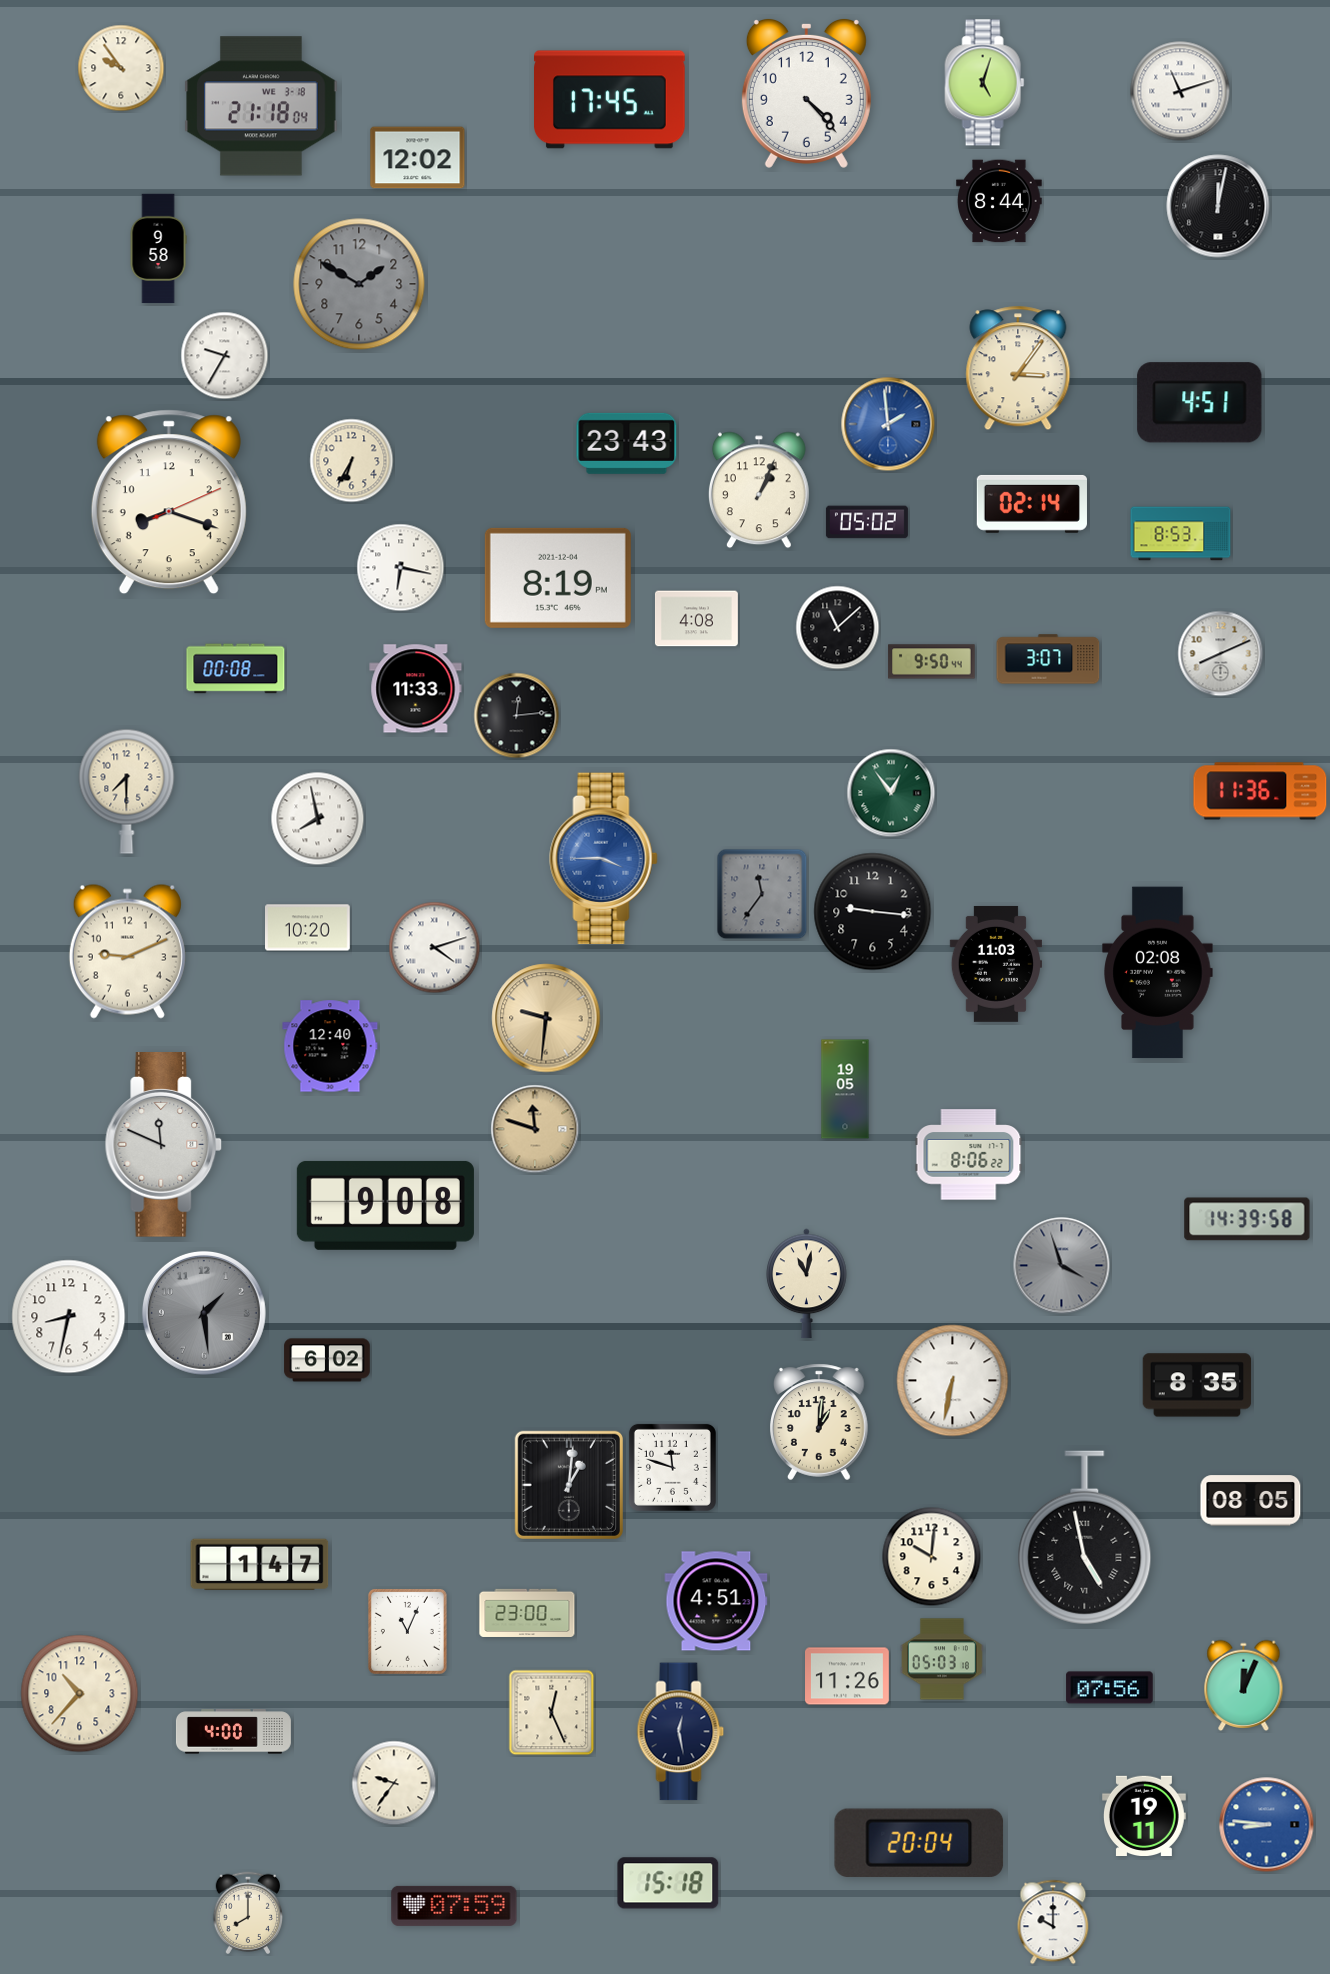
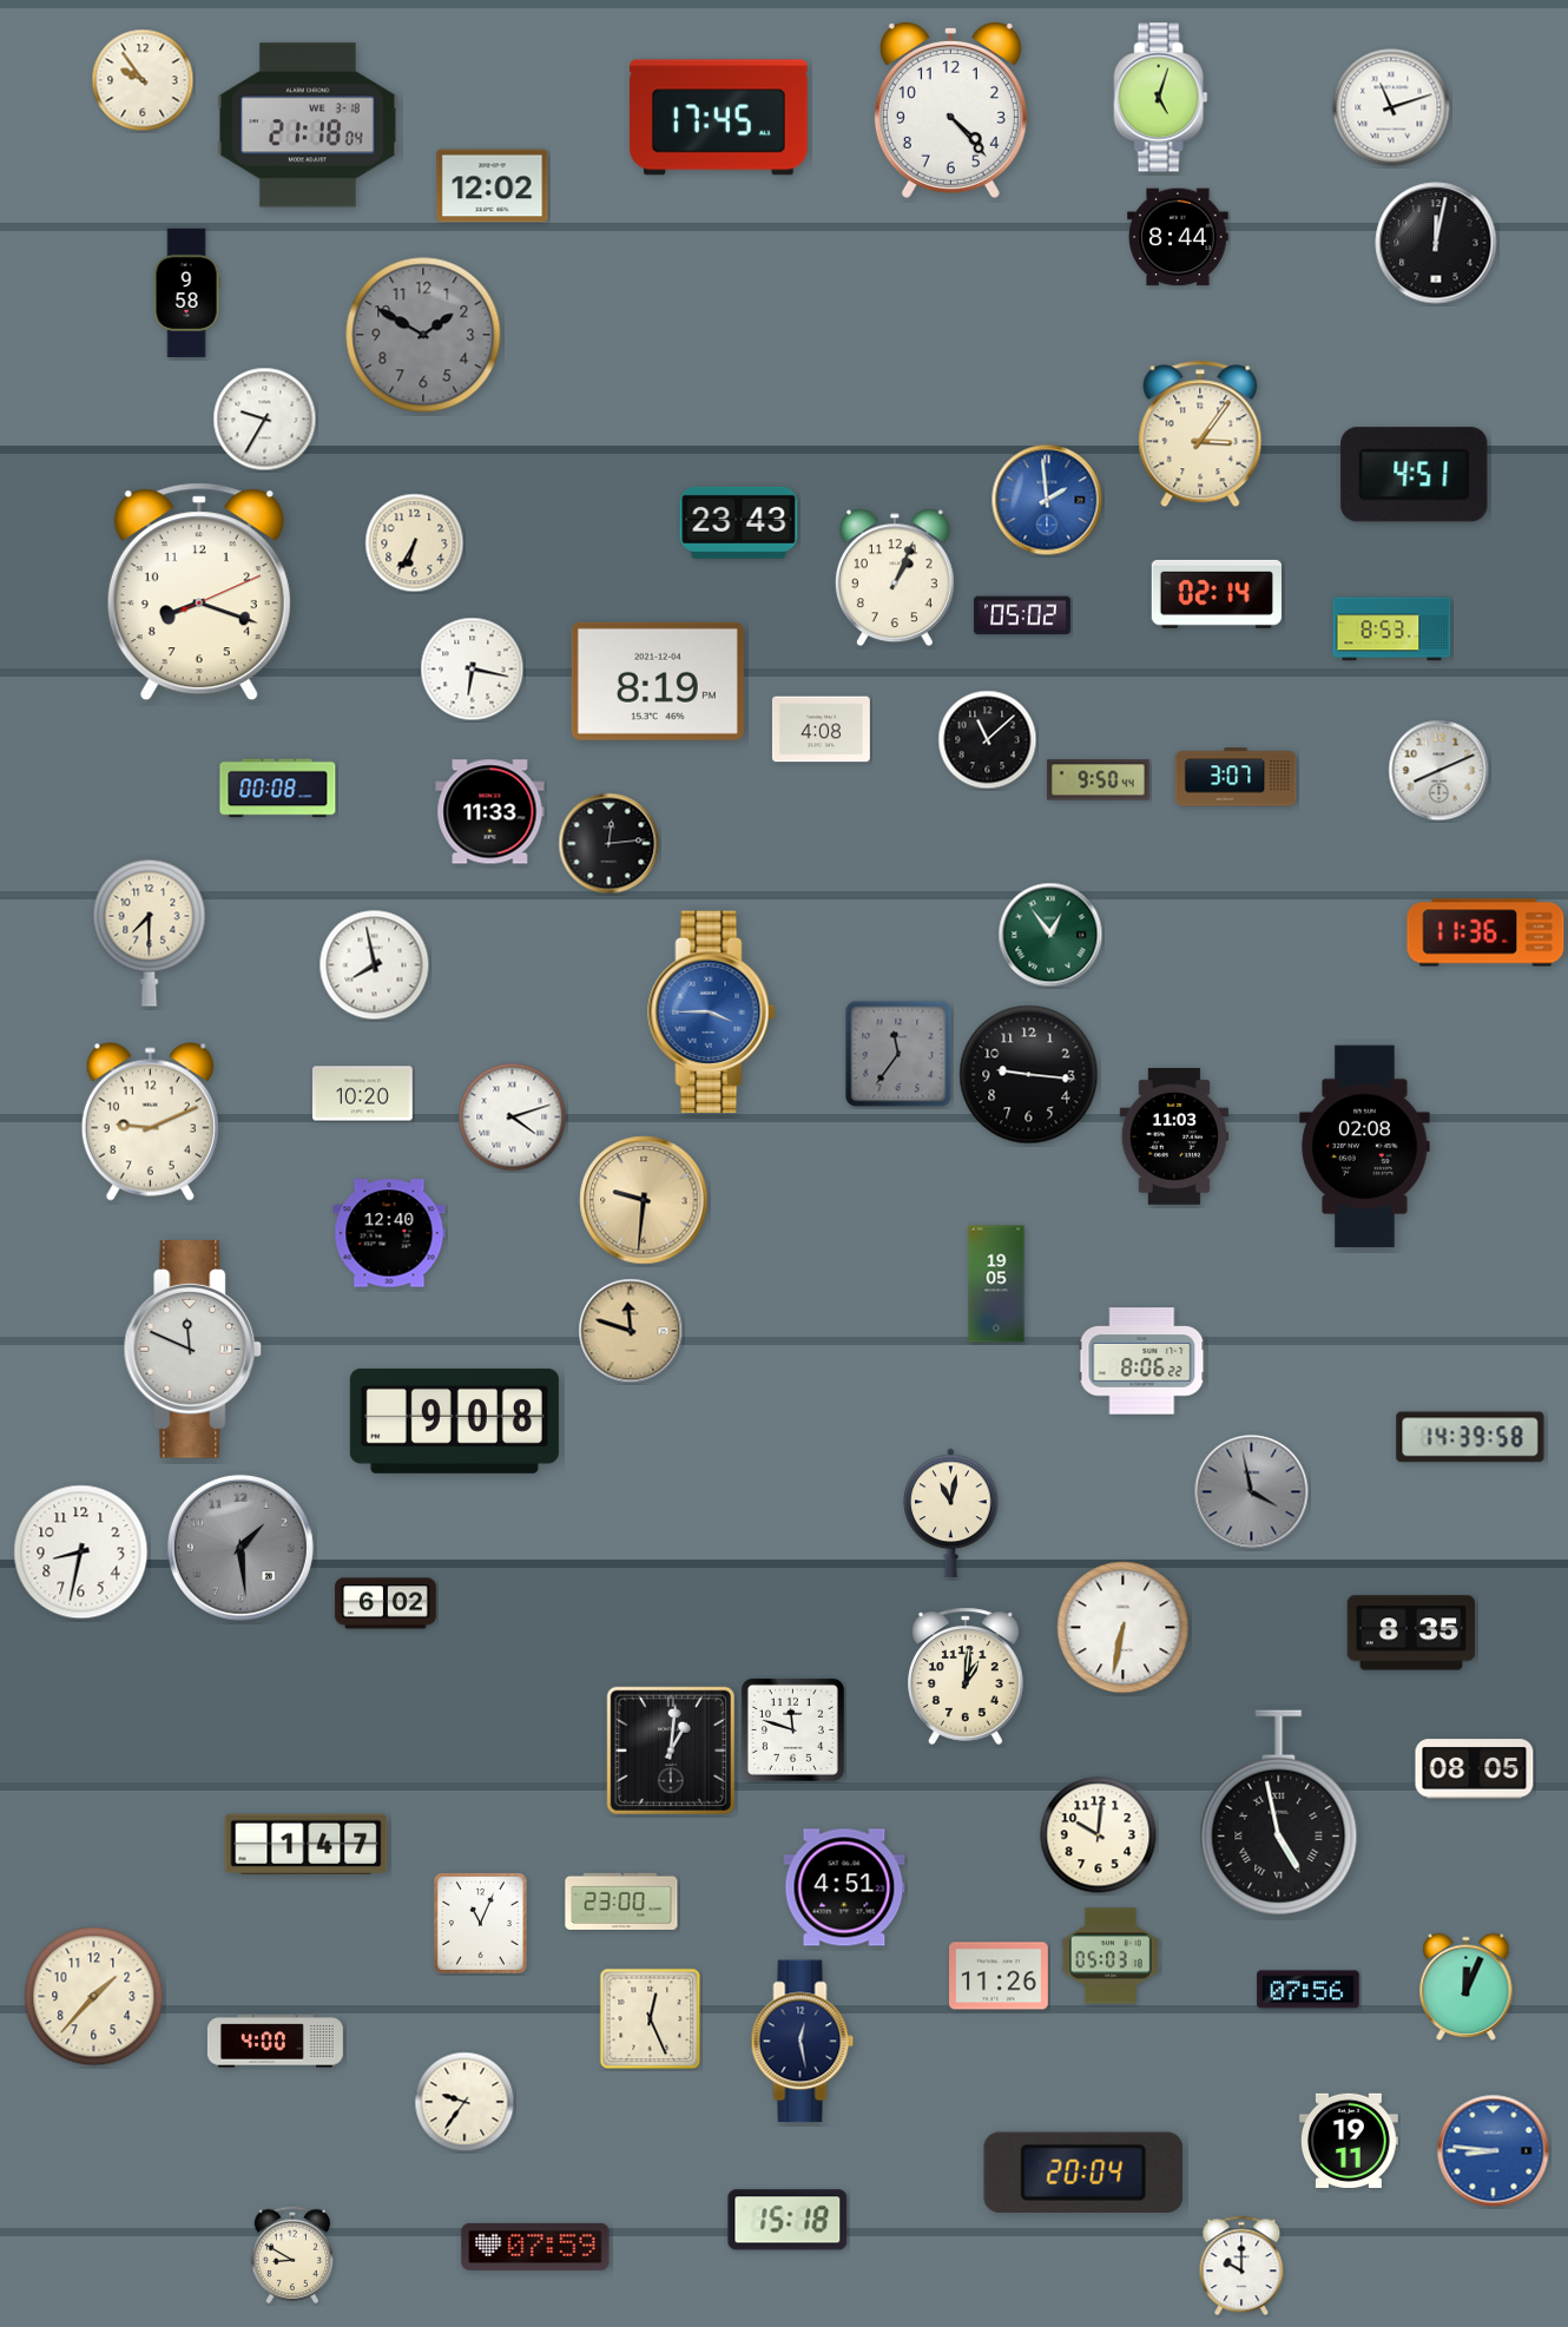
clock at (1062, 1266): 3:57 -> 3:58
clock at (80, 1694): 10:37 -> 1:37
clock at (248, 1913): 8:00 -> 8:50
